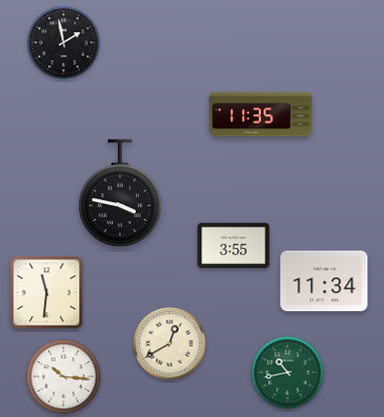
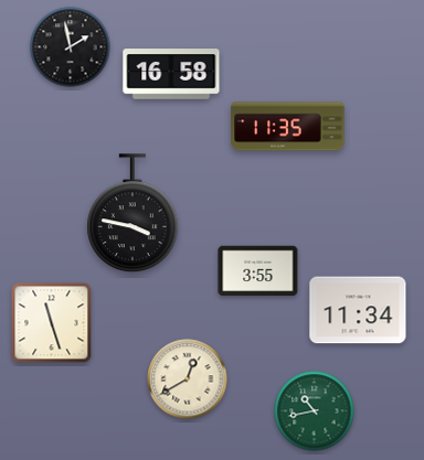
clock at (171, 74): none -> 16:58
clock at (47, 293): 11:31 -> 11:27
clock at (288, 373) position: (288, 373) -> (315, 411)
clock at (64, 377): 10:16 -> none
